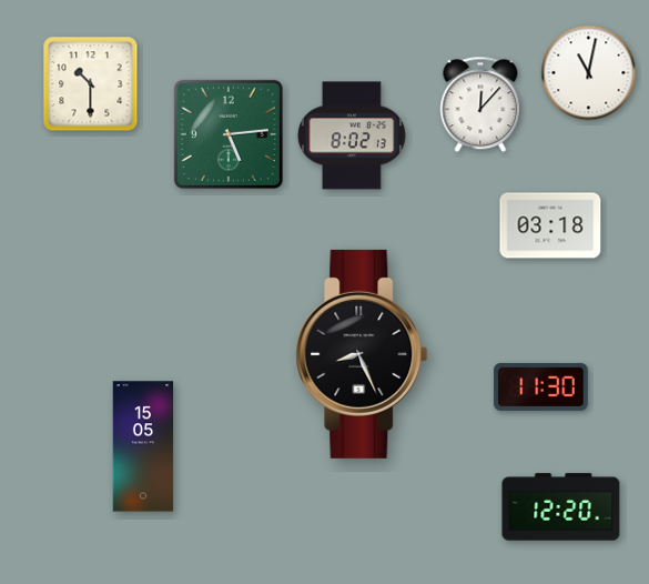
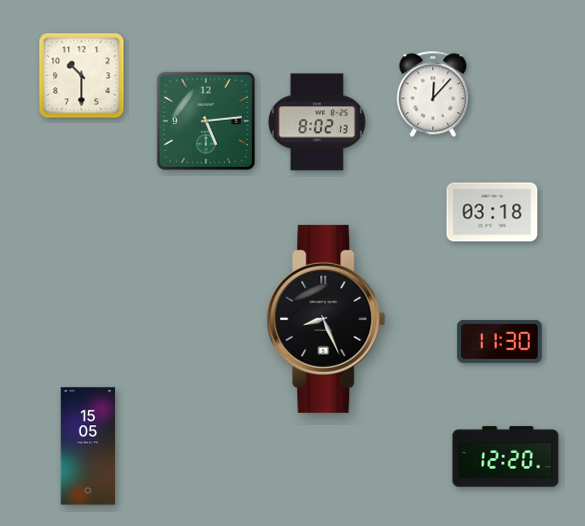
clock at (589, 73): 11:02 -> none
clock at (550, 225) position: (550, 225) -> (492, 212)
clock at (541, 386) position: (541, 386) -> (500, 341)
clock at (143, 446) position: (143, 446) -> (88, 446)
